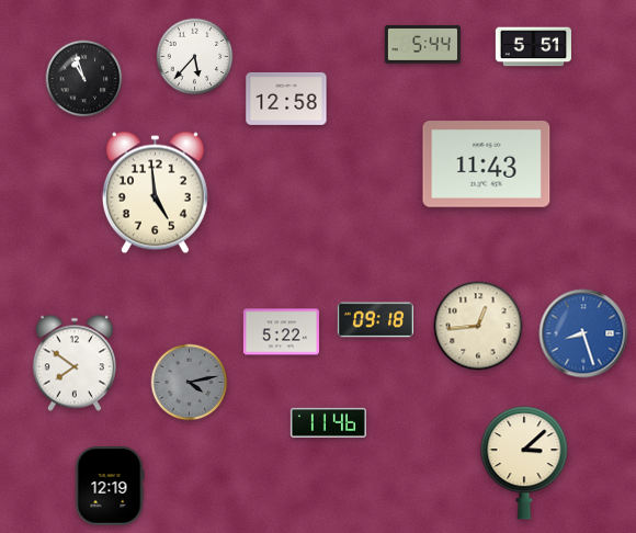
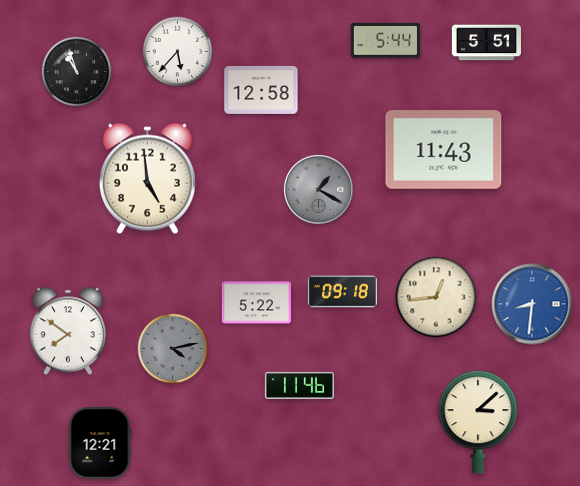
clock at (155, 193) position: (155, 193) -> (147, 179)
clock at (318, 189): none -> 1:20
clock at (583, 333): 8:27 -> 8:31
clock at (110, 486): 12:19 -> 12:21
